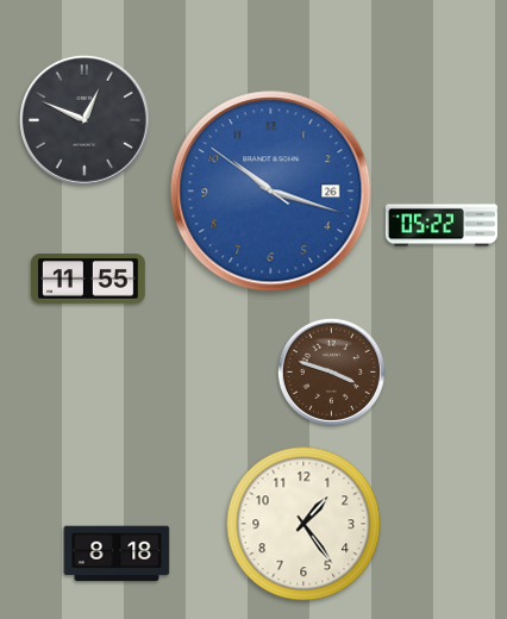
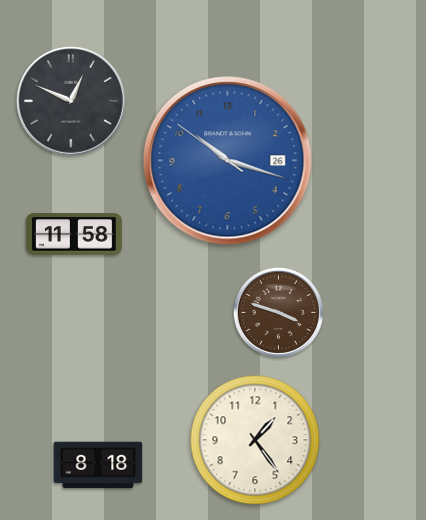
clock at (442, 225): 05:22 -> none
clock at (88, 279): 11:55 -> 11:58
